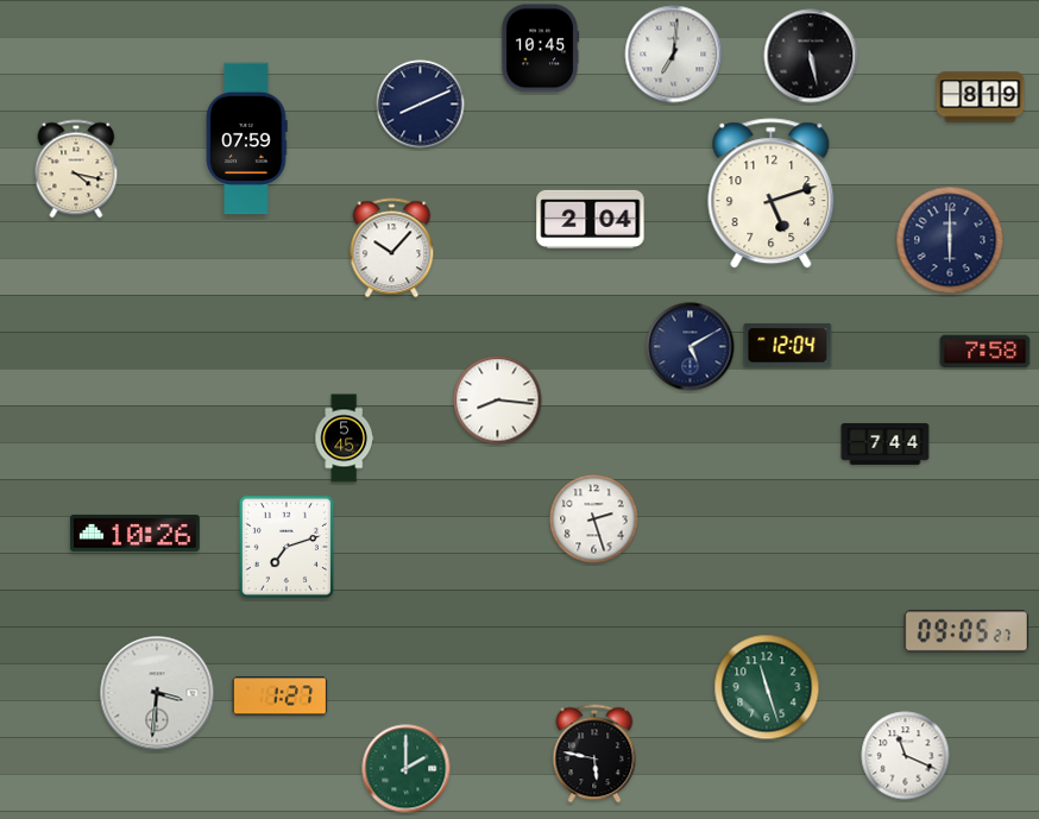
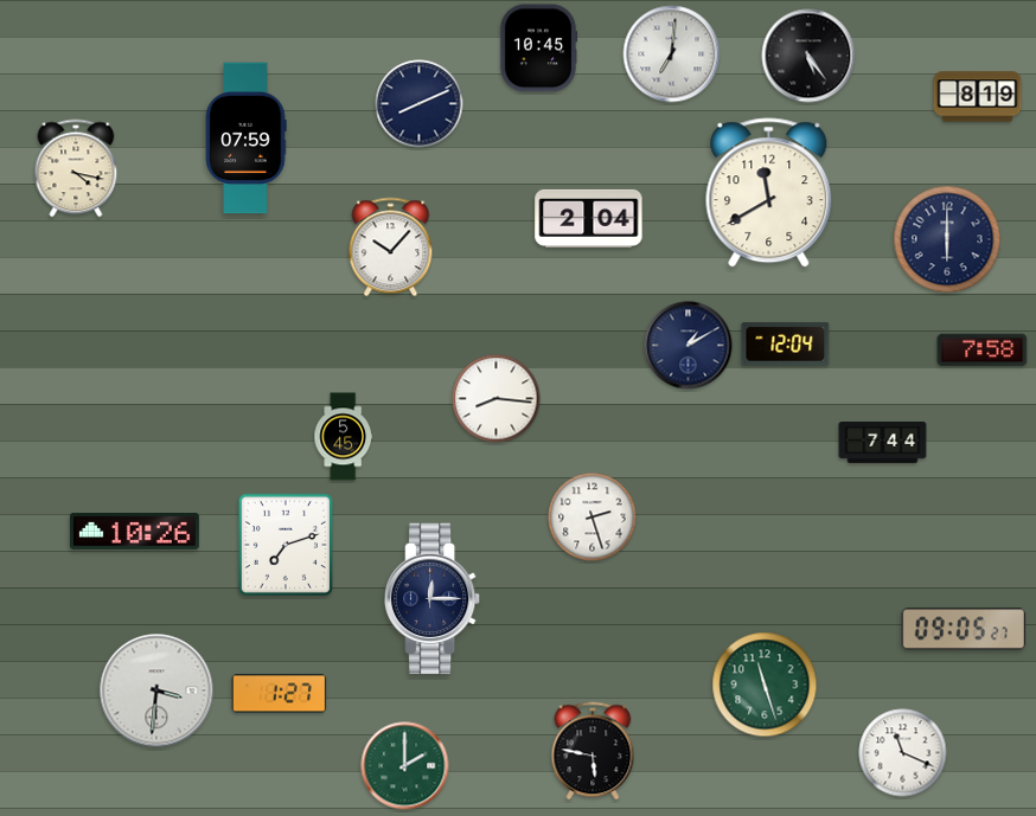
clock at (811, 56): 5:28 -> 5:24
clock at (772, 194): 5:12 -> 11:40
clock at (691, 347): 5:10 -> 1:10
clock at (433, 599): none -> 12:15
